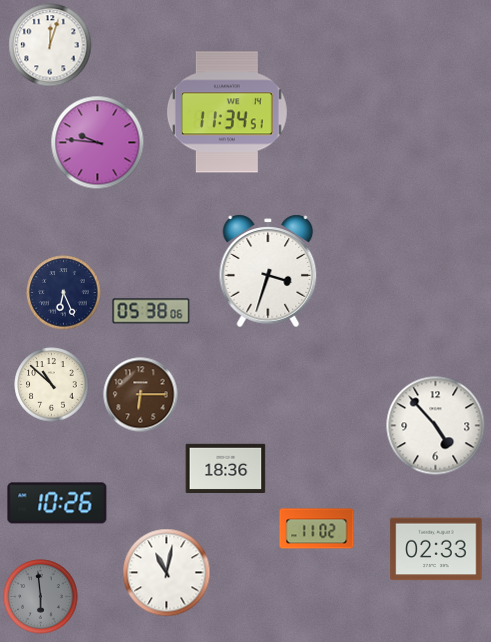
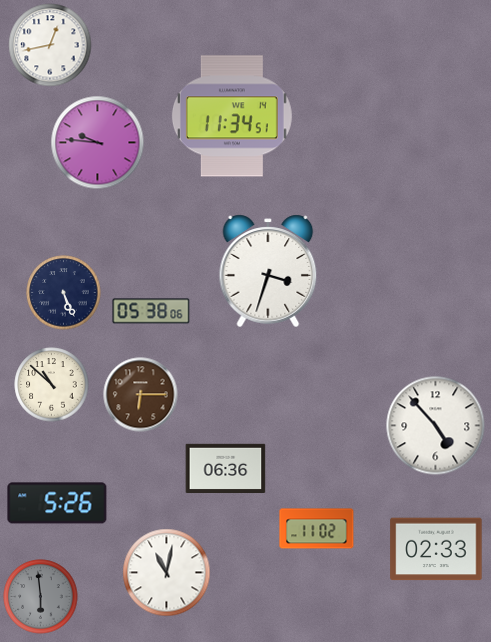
clock at (50, 45): 12:03 -> 12:43
clock at (227, 112) position: (227, 112) -> (232, 116)
clock at (64, 293): 6:26 -> 5:26
clock at (226, 469): 18:36 -> 06:36
clock at (57, 503): 10:26 -> 5:26
